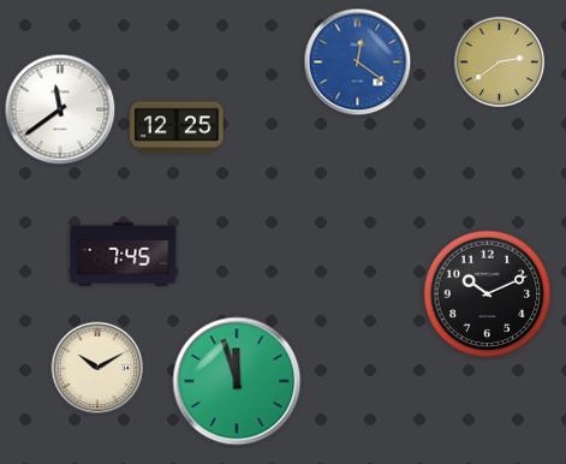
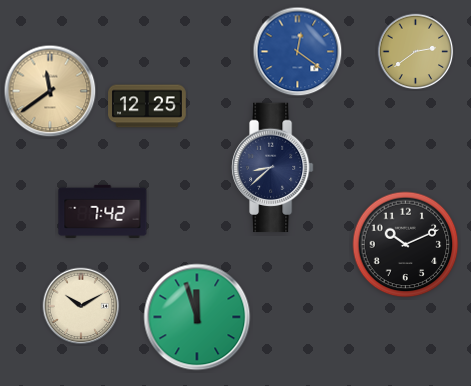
clock at (60, 109) dial: white -> champagne
clock at (273, 168): none -> 8:38
clock at (124, 254): 7:45 -> 7:42
